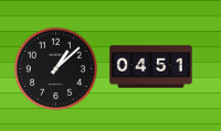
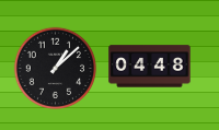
clock at (151, 67): 04:51 -> 04:48
